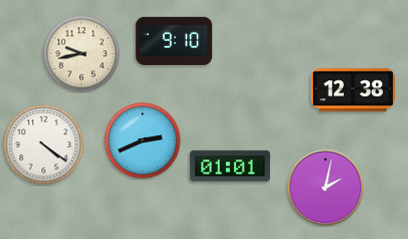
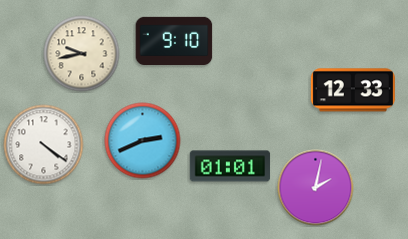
clock at (353, 90): 12:38 -> 12:33
clock at (326, 188) position: (326, 188) -> (316, 188)
